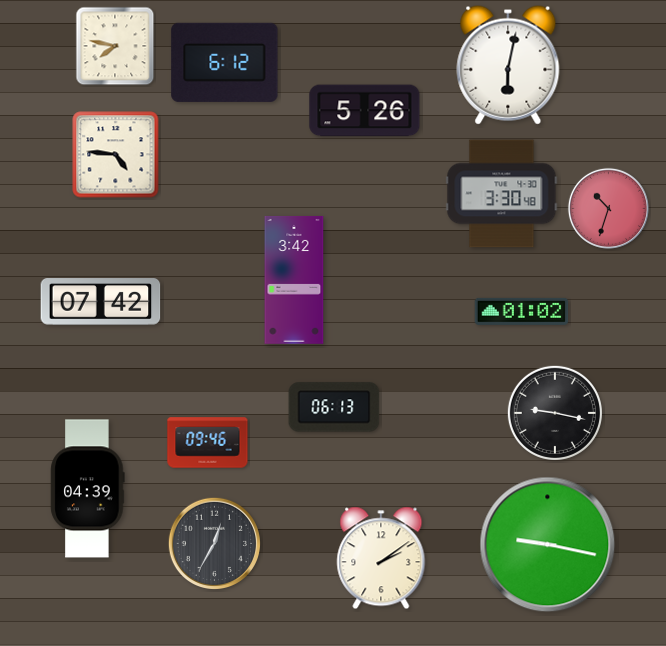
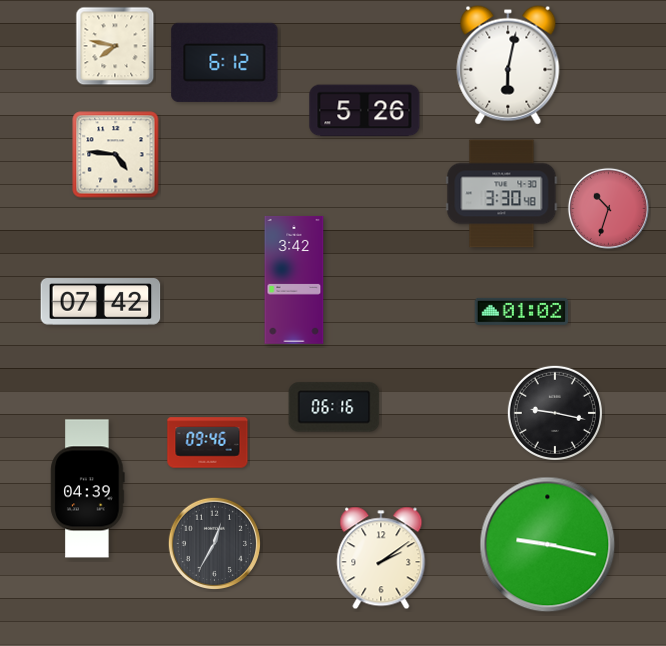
clock at (334, 407): 06:13 -> 06:16
